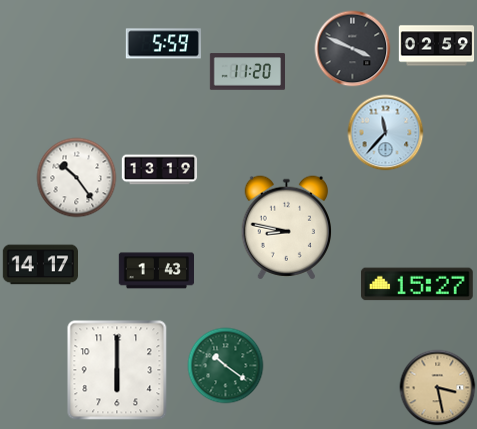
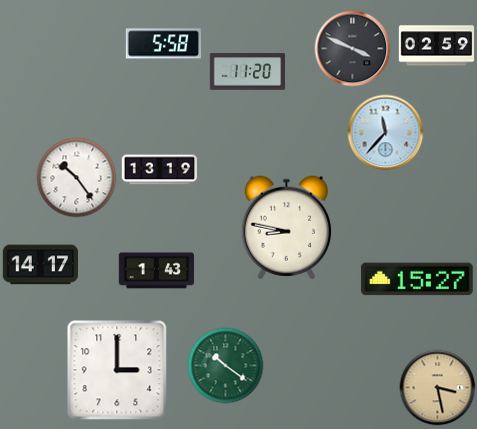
clock at (163, 44): 5:59 -> 5:58
clock at (417, 284) position: (417, 284) -> (417, 279)
clock at (117, 370): 6:00 -> 3:00
